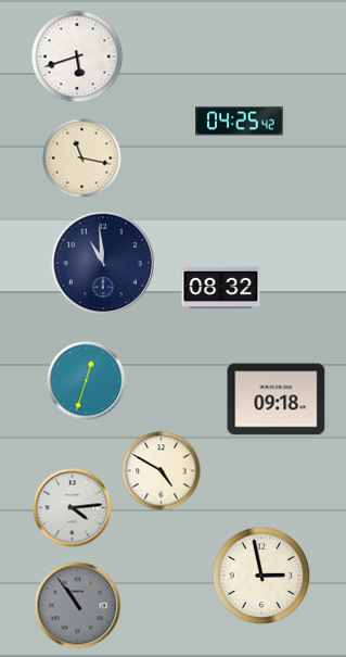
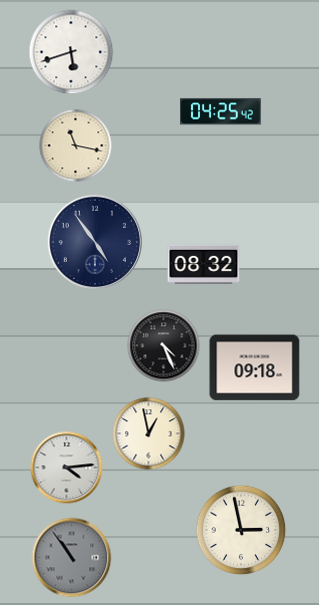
clock at (102, 262): 10:59 -> 4:54
clock at (164, 346): none -> 4:26
clock at (87, 381): 12:33 -> none
clock at (162, 471): 4:50 -> 12:58
